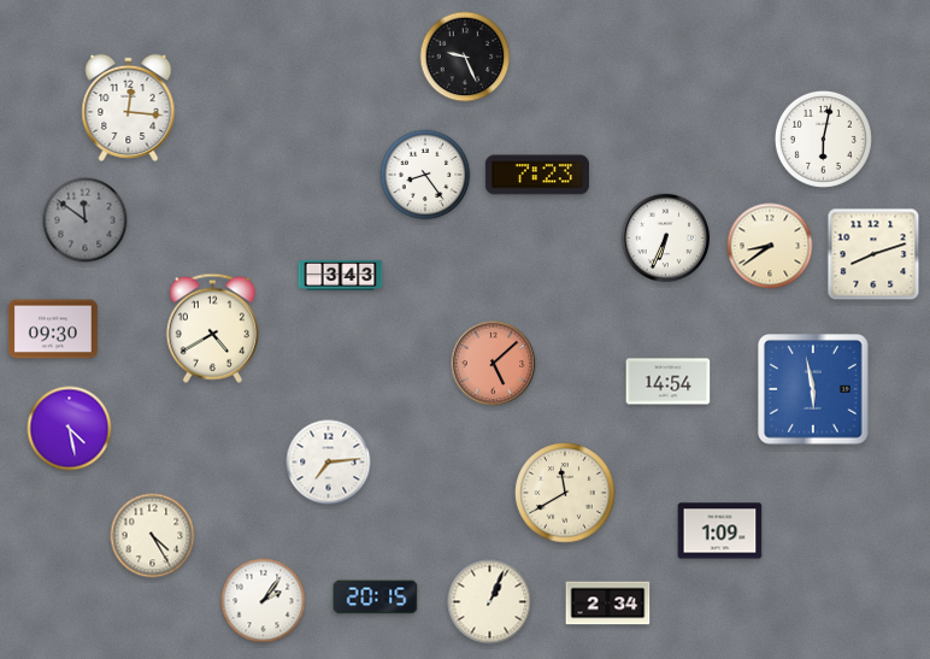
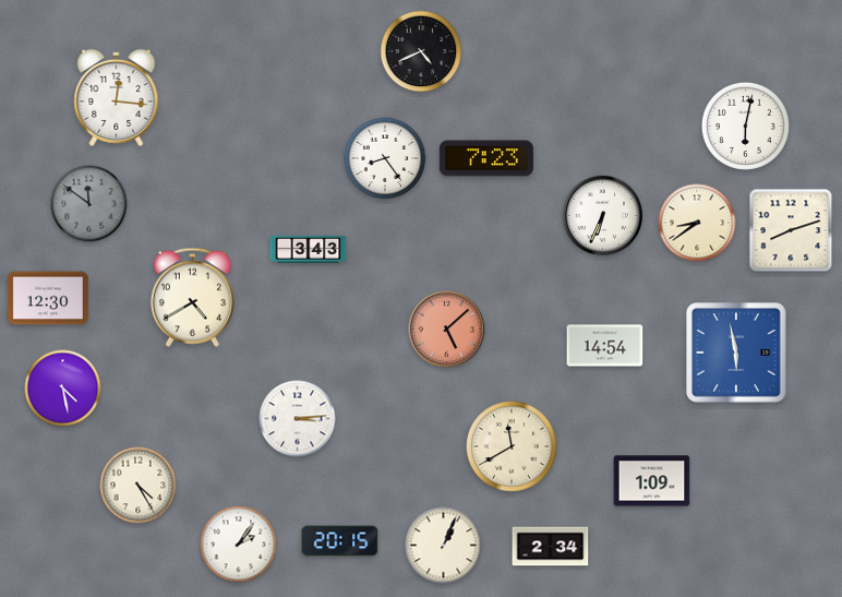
clock at (465, 57): 9:26 -> 4:41
clock at (86, 220) position: (86, 220) -> (89, 204)
clock at (53, 329): 09:30 -> 12:30
clock at (329, 463): 7:14 -> 3:14
